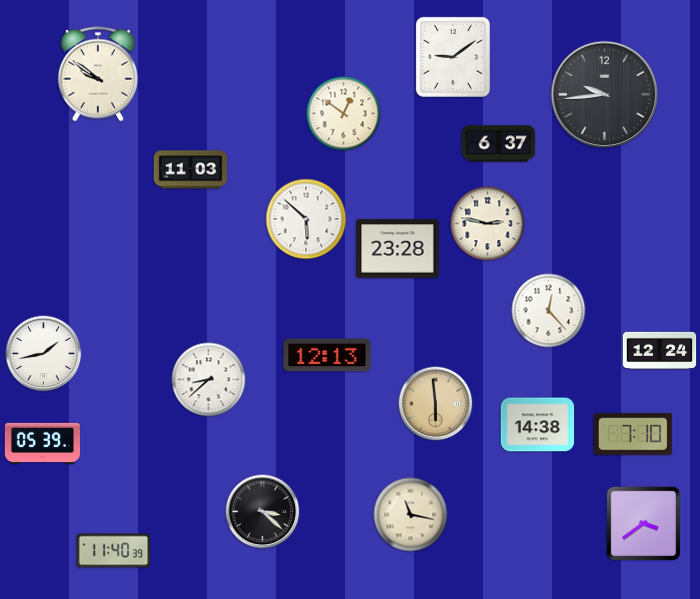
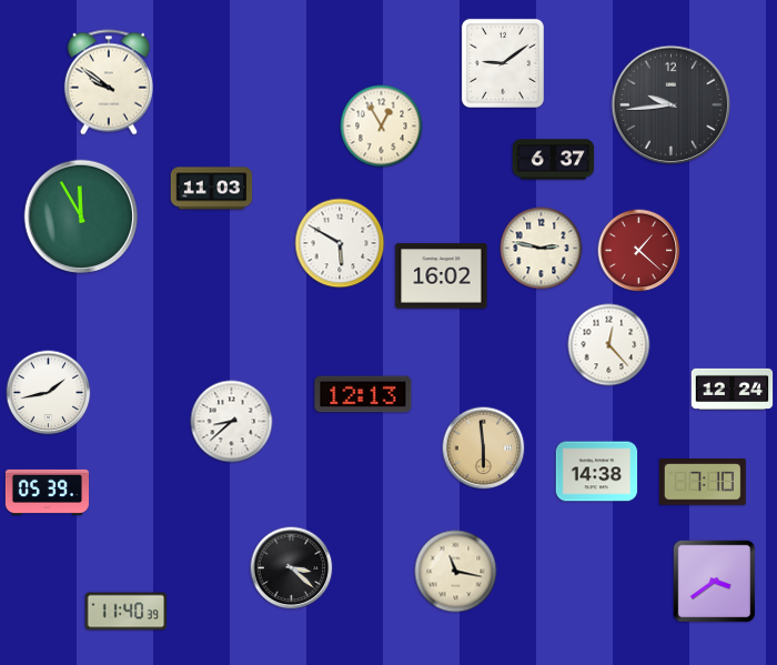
clock at (344, 114): 12:51 -> 12:55
clock at (81, 216): none -> 11:55
clock at (306, 219): 5:52 -> 5:50
clock at (639, 251): none -> 1:22
clock at (398, 249): 23:28 -> 16:02
